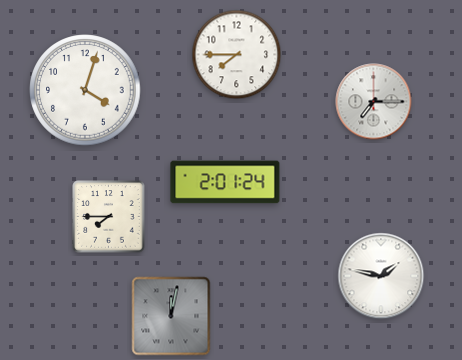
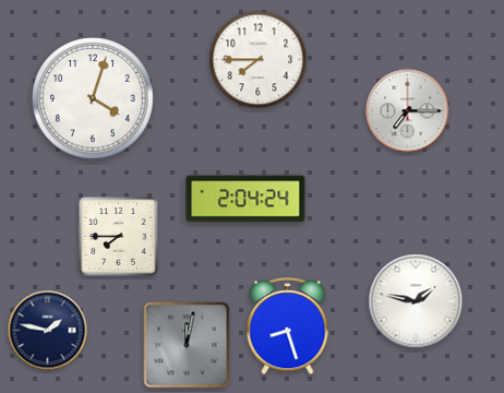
clock at (225, 182): 2:01 -> 2:04
clock at (288, 326): none -> 8:27
clock at (48, 331): none -> 1:47
